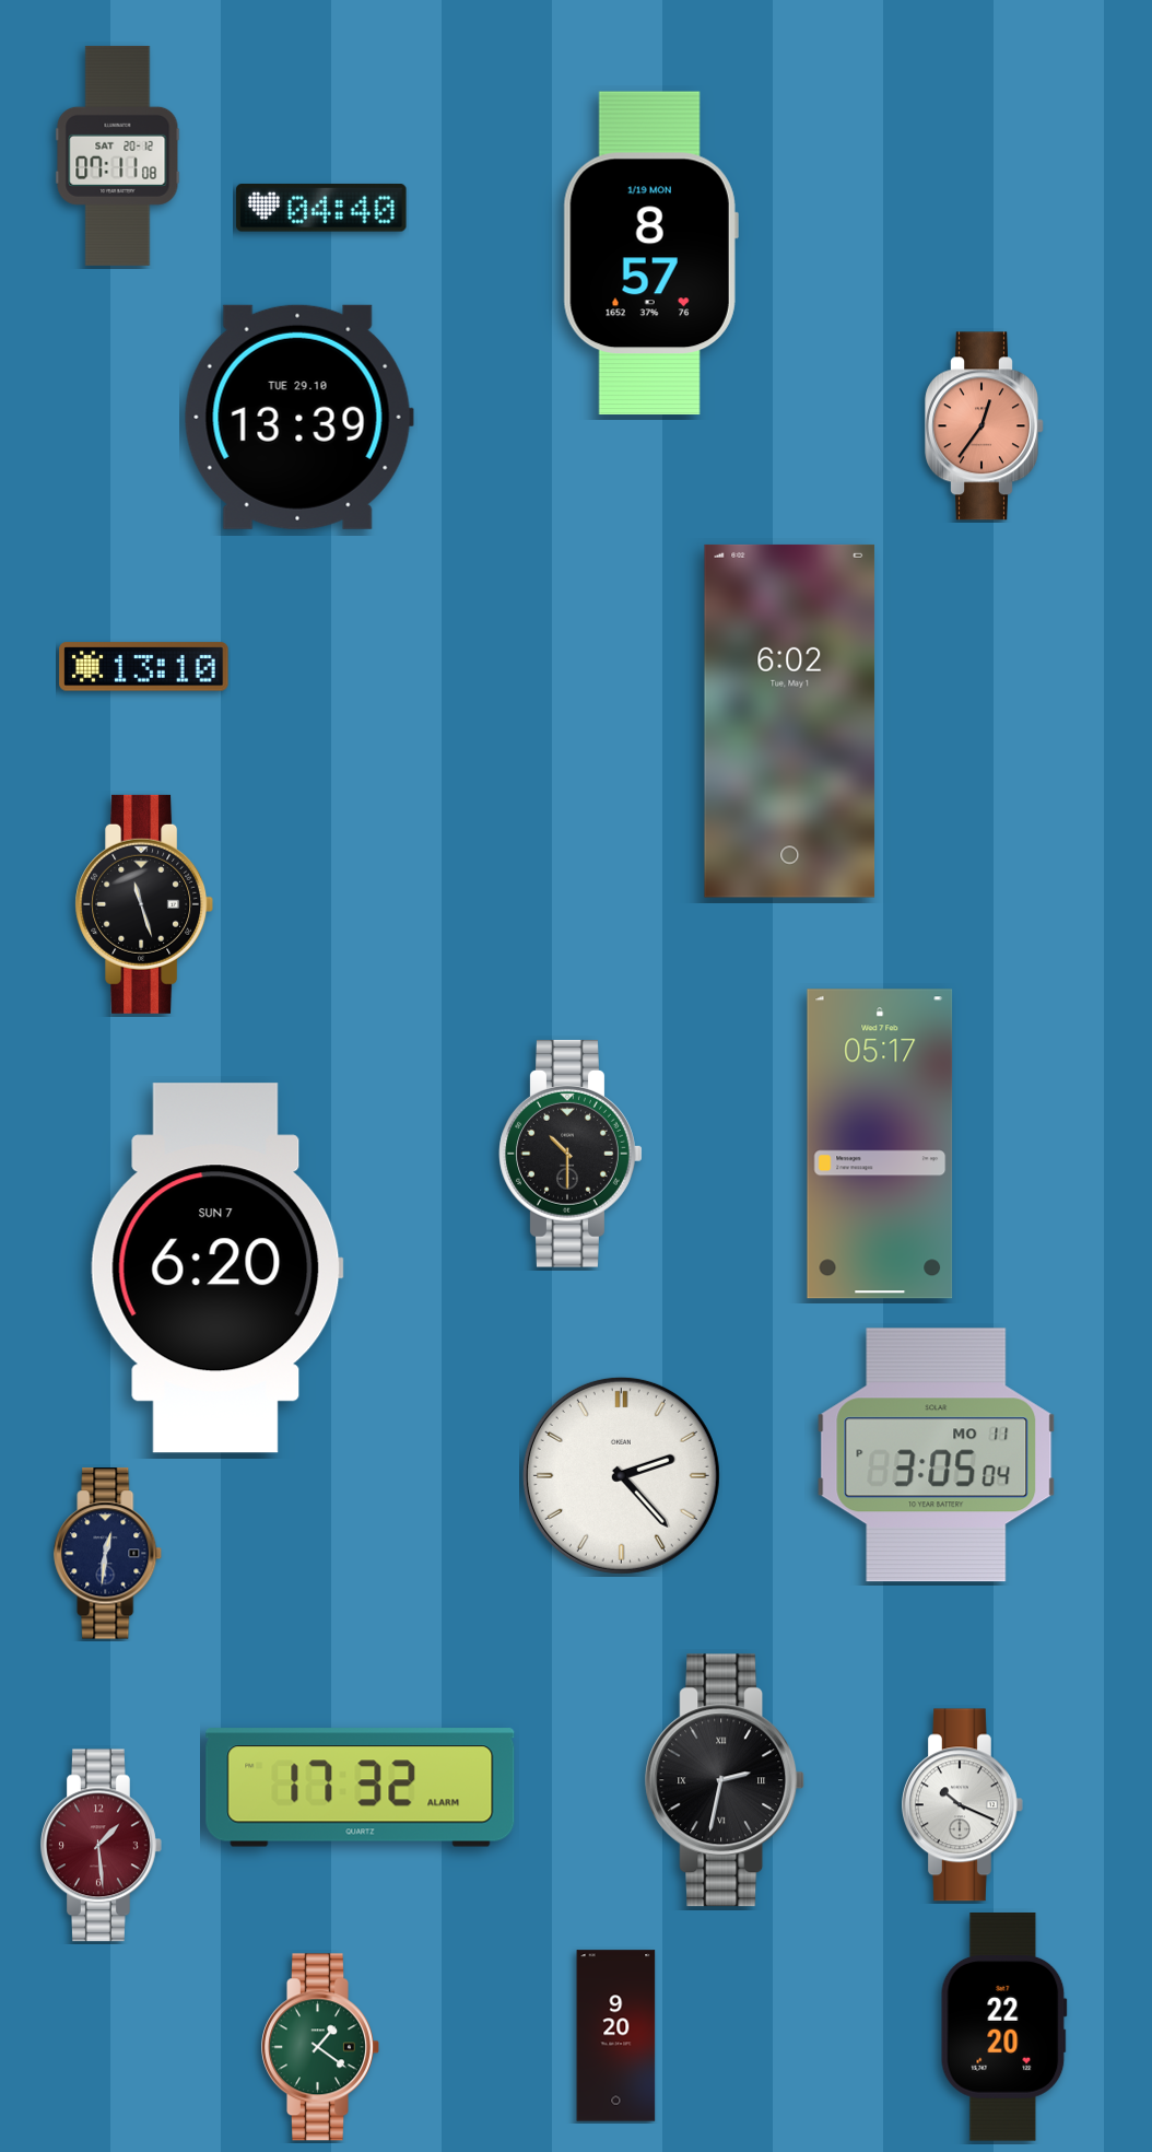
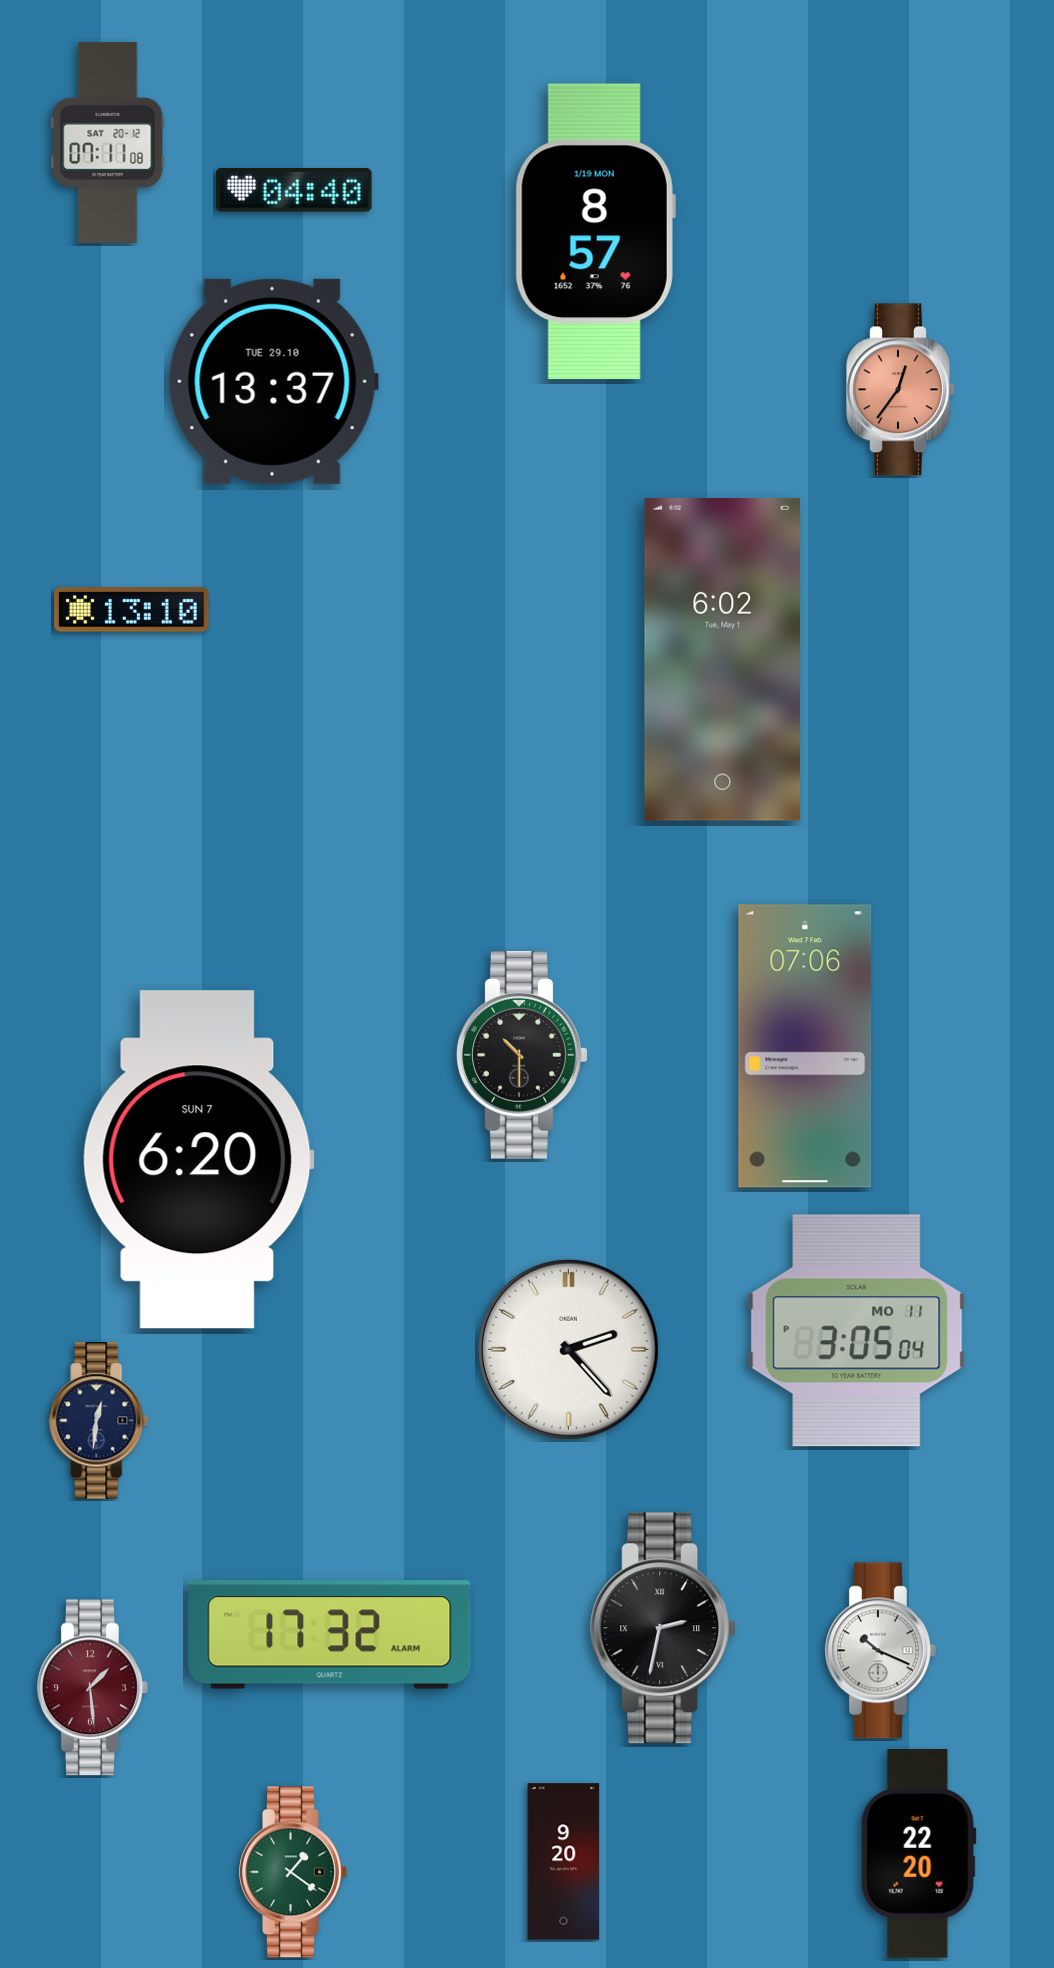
clock at (298, 417): 13:39 -> 13:37
clock at (144, 904): 11:27 -> none
clock at (880, 1144): 05:17 -> 07:06
